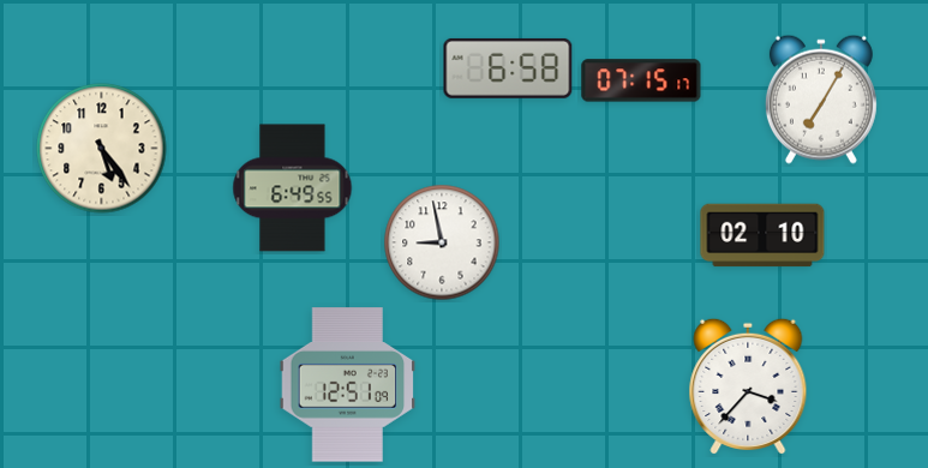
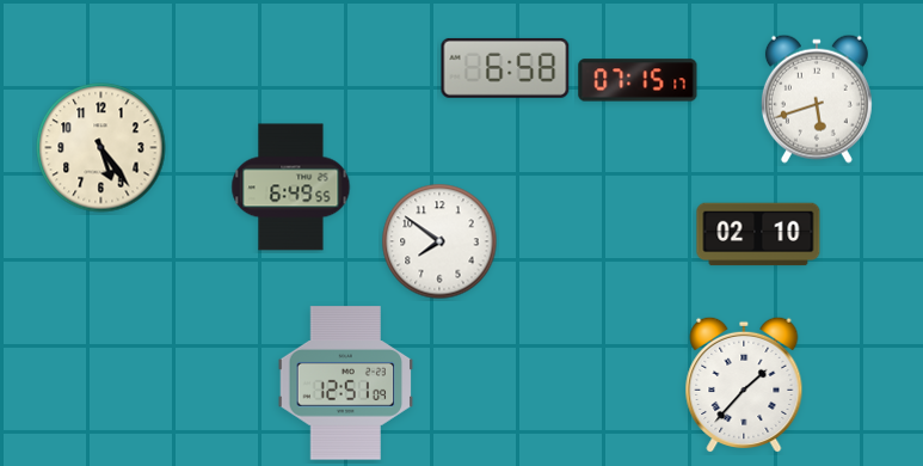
clock at (821, 100): 7:05 -> 5:42
clock at (442, 242): 8:58 -> 7:51
clock at (748, 385): 3:37 -> 1:37
